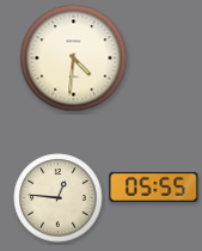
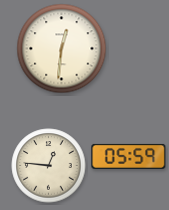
clock at (74, 59): 4:31 -> 12:31
clock at (154, 186): 05:55 -> 05:59
